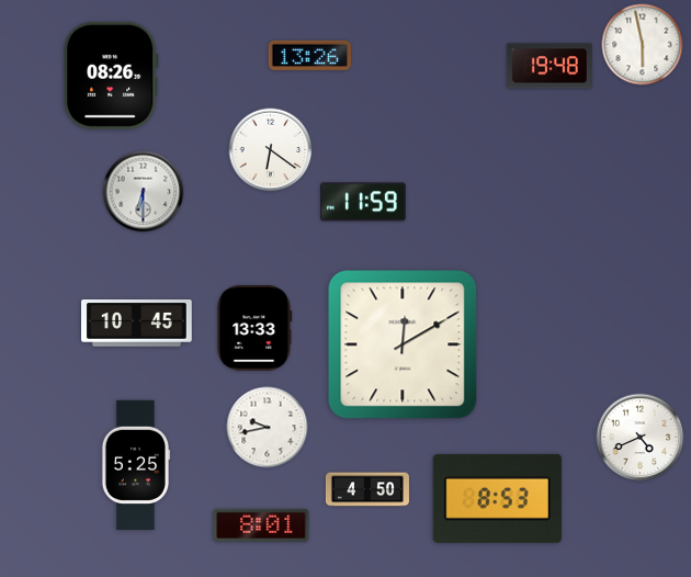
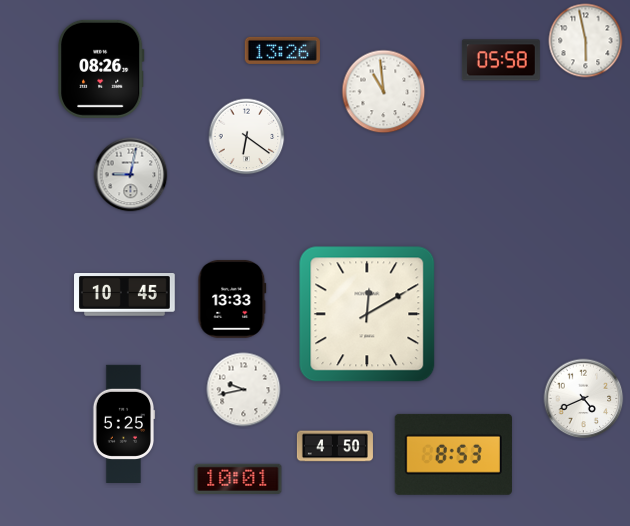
clock at (550, 66): 19:48 -> 05:58
clock at (384, 92): none -> 10:59
clock at (144, 192): 6:30 -> 9:02
clock at (363, 202): 11:59 -> none
clock at (261, 525): 8:01 -> 10:01
